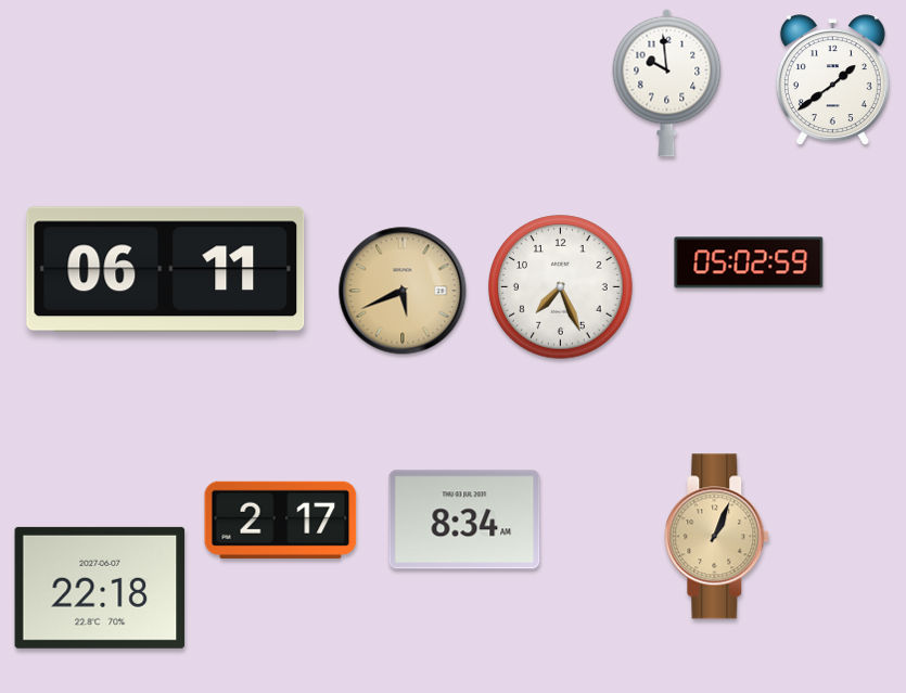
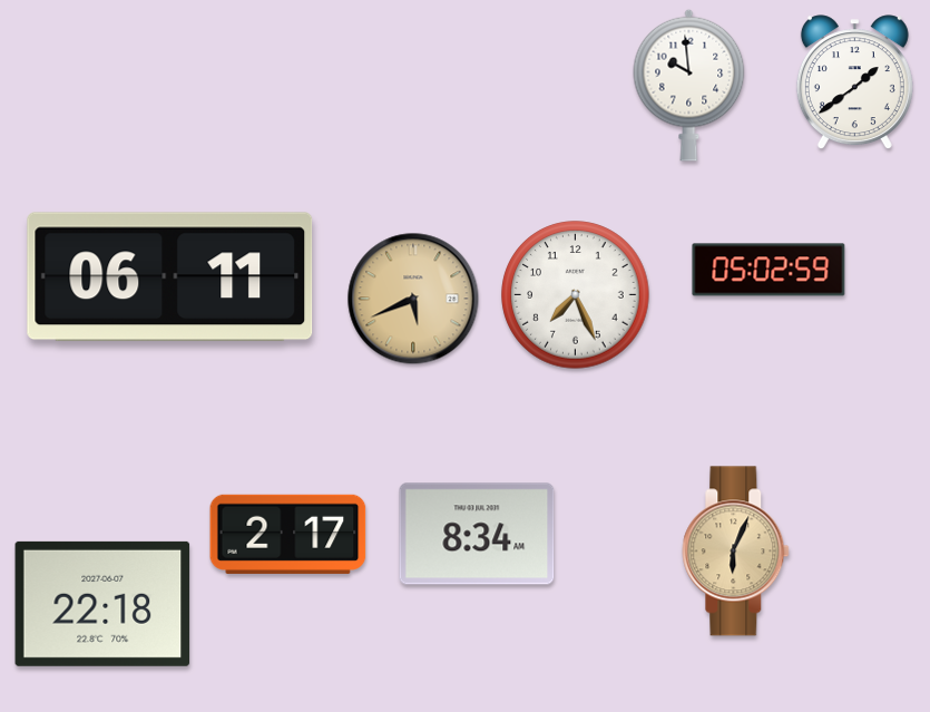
clock at (667, 82) position: (667, 82) -> (689, 85)
clock at (717, 537): 1:04 -> 6:04
